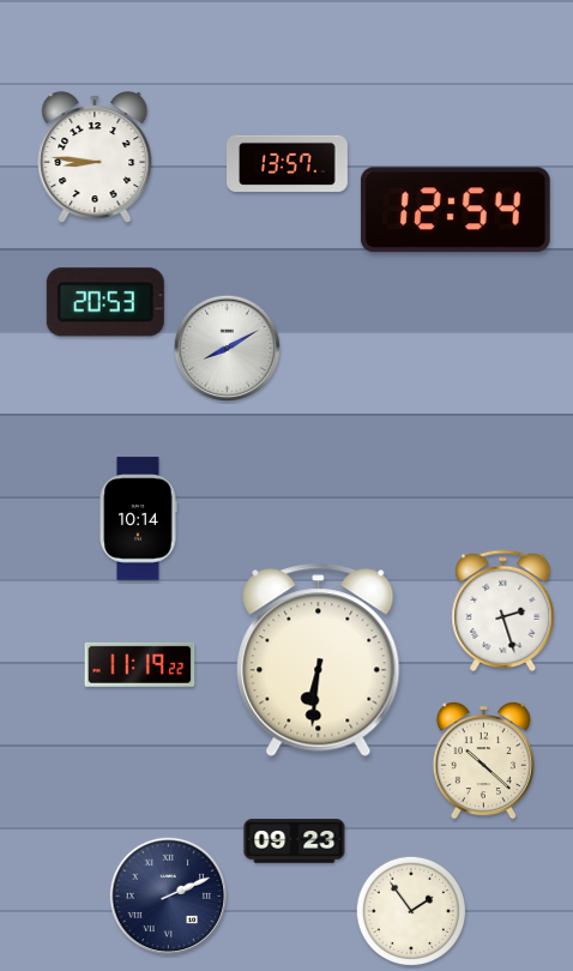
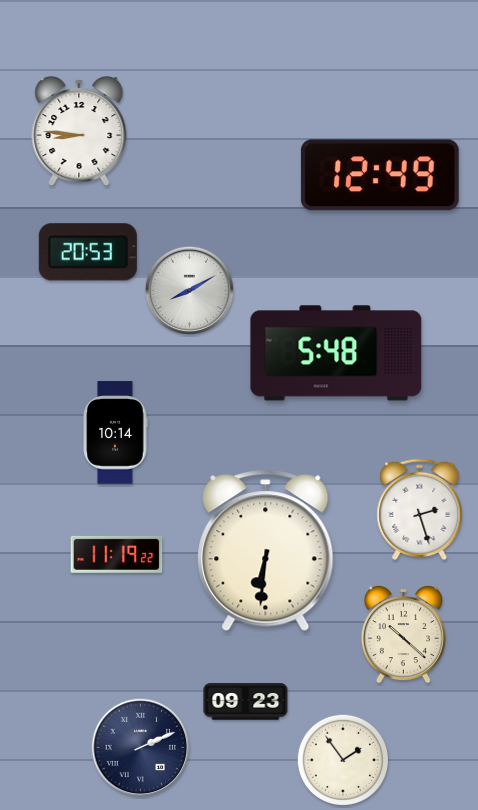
clock at (288, 163): 13:57 -> none
clock at (456, 210): 12:54 -> 12:49
clock at (336, 353): none -> 5:48
